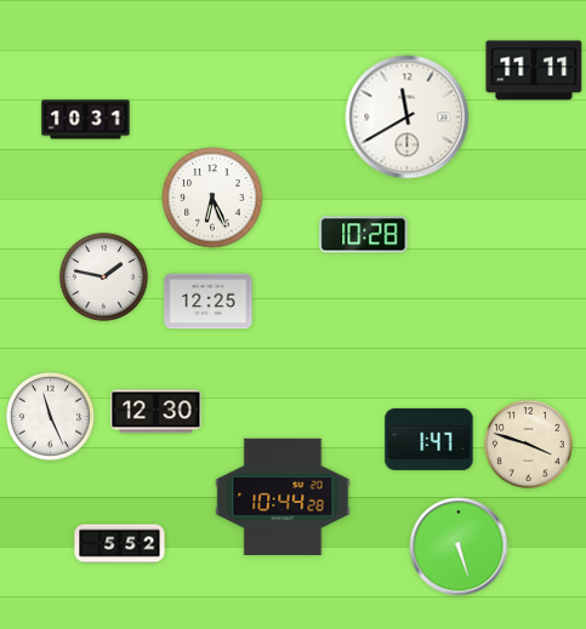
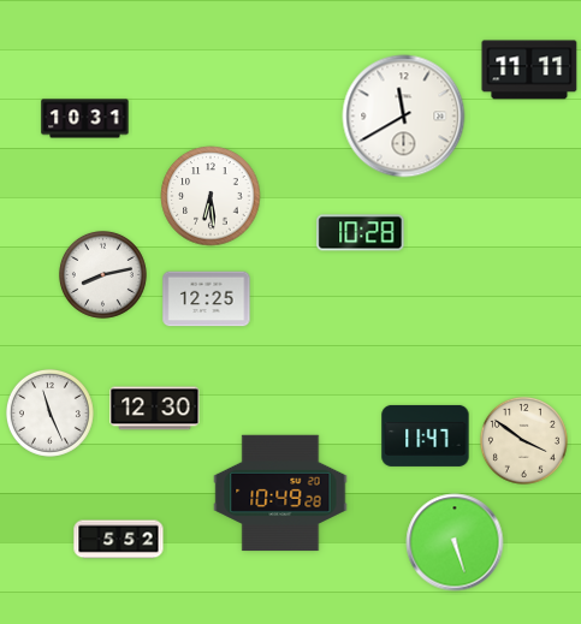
clock at (212, 198): 6:26 -> 6:29
clock at (103, 276): 1:47 -> 8:13
clock at (429, 439): 1:47 -> 11:47
clock at (528, 444): 3:48 -> 3:51
clock at (283, 497): 10:44 -> 10:49
